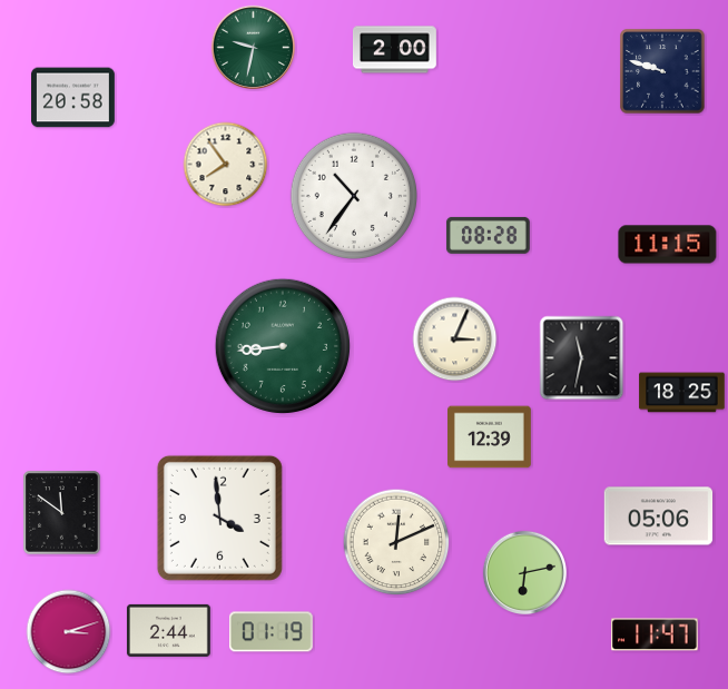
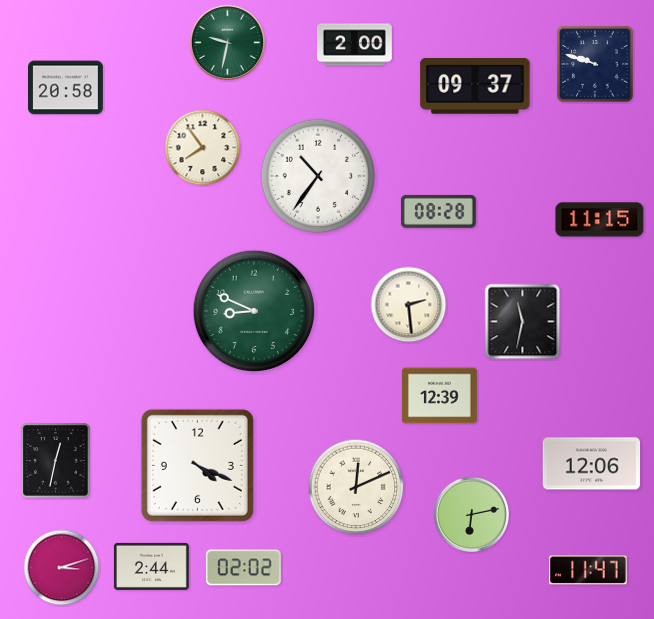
clock at (475, 86): none -> 09:37
clock at (455, 339): 3:04 -> 2:29
clock at (283, 346): 8:44 -> 8:49
clock at (682, 393): 18:25 -> none
clock at (490, 437) position: (490, 437) -> (440, 396)
clock at (62, 513): 11:51 -> 12:32
clock at (659, 516): 05:06 -> 12:06
clock at (219, 518): 3:59 -> 4:19
clock at (270, 632): 01:19 -> 02:02
